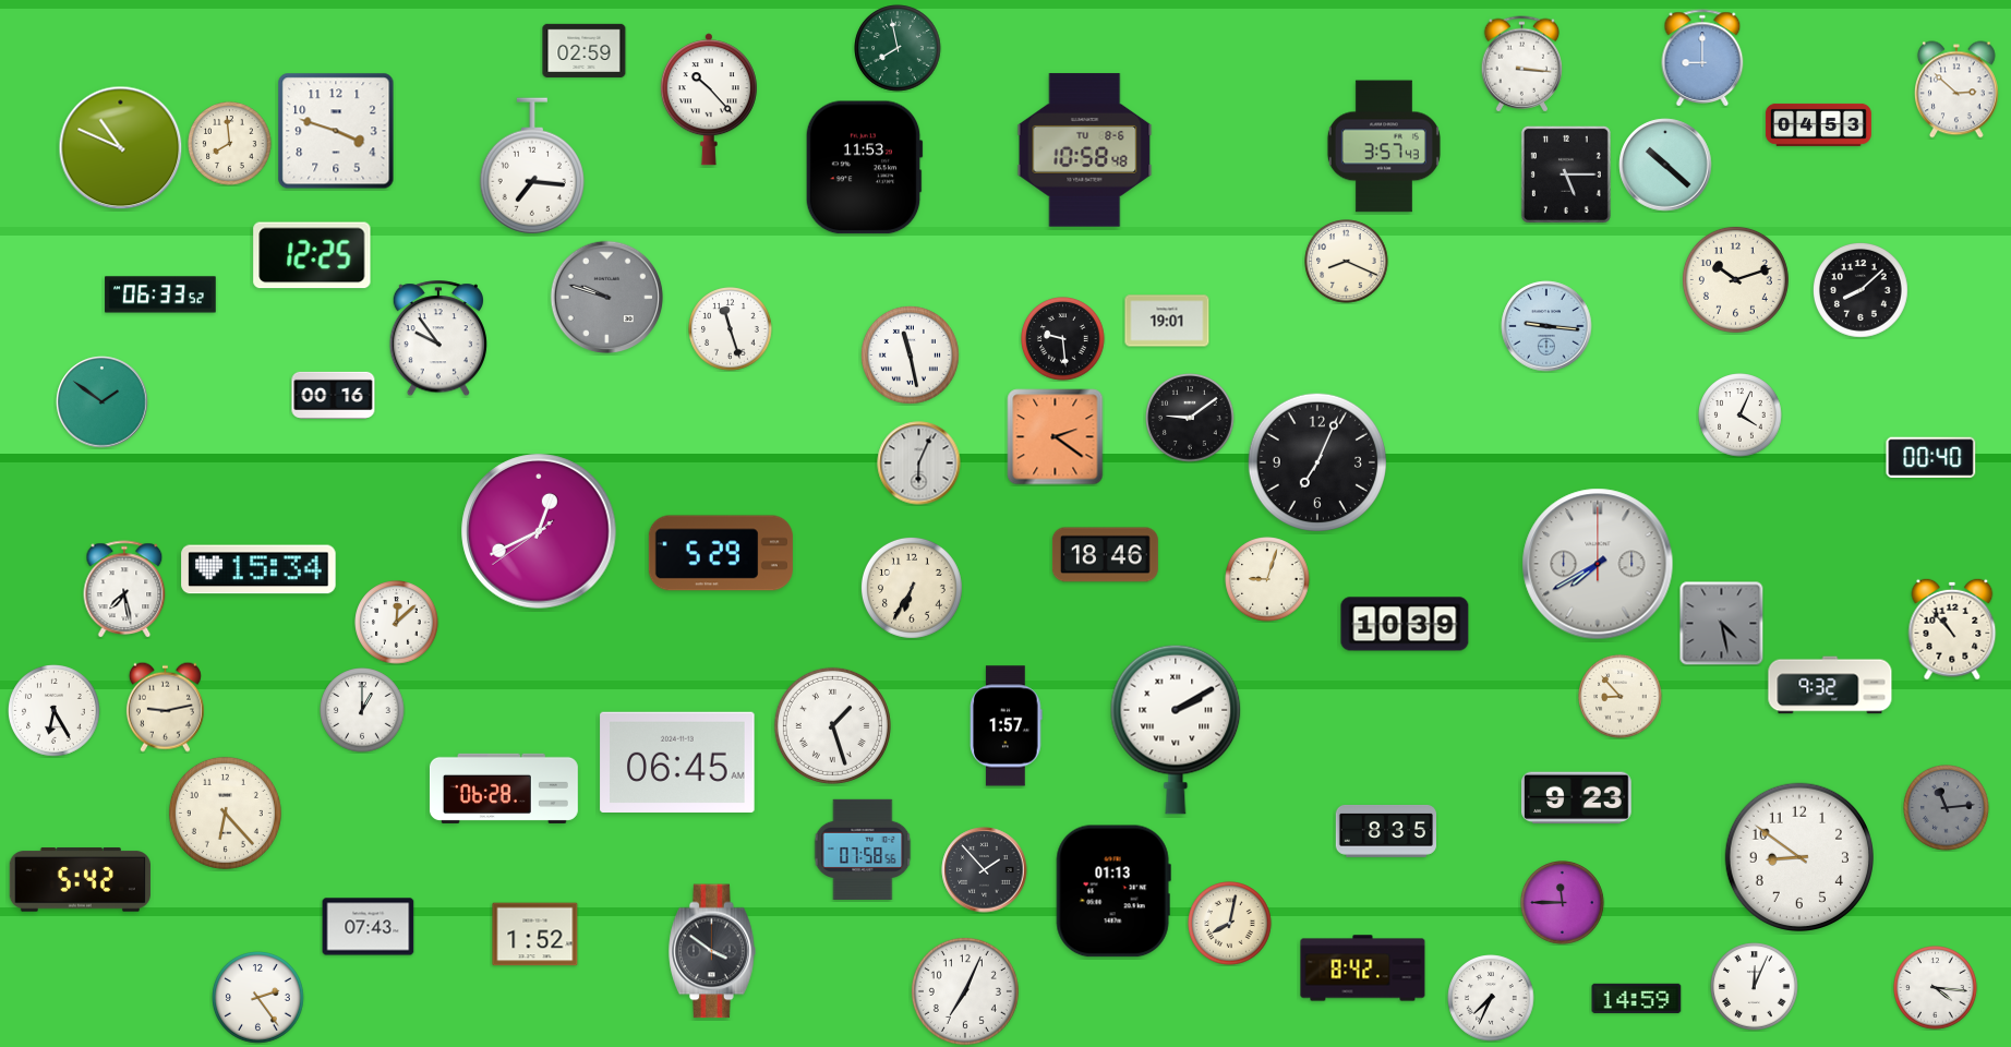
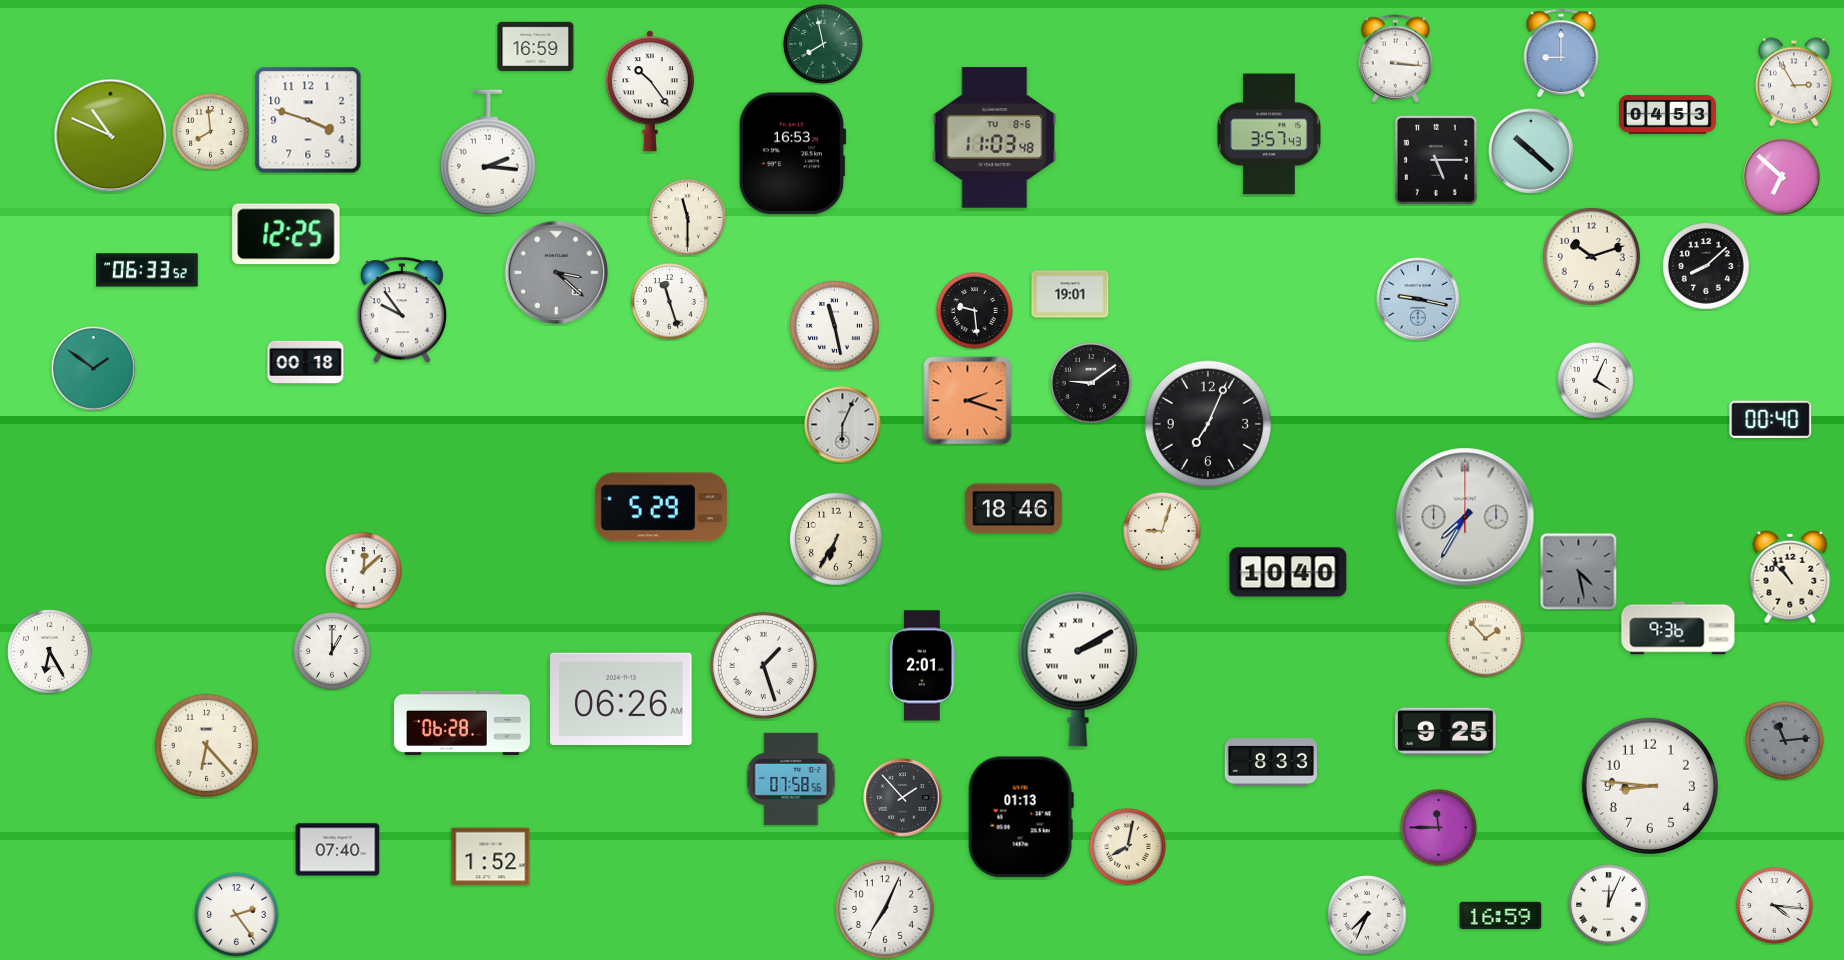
clock at (585, 50): 02:59 -> 16:59
clock at (1958, 89): 2:52 -> 2:55
clock at (709, 99): 10:23 -> 10:24
clock at (1085, 151): 10:58 -> 11:03
clock at (1665, 165) position: (1665, 165) -> (1531, 151)
clock at (532, 166): 7:16 -> 2:16
clock at (864, 168): 11:53 -> 16:53
clock at (1782, 177): none -> 6:52
clock at (688, 218): none -> 11:30
clock at (1347, 262): 8:19 -> none
clock at (607, 298): 9:48 -> 3:22
clock at (1546, 326): 9:16 -> 9:17
clock at (334, 395): 00:16 -> 00:18
clock at (1056, 437): 2:21 -> 2:18
clock at (539, 531): 12:40 -> none
clock at (1598, 564): 7:40 -> 7:35
clock at (258, 569): 15:34 -> none
clock at (124, 589): 7:28 -> none
clock at (1405, 624): 10:39 -> 10:40
clock at (1830, 685): 9:32 -> 9:36
clock at (1621, 697): 8:53 -> 1:53
clock at (165, 707): 9:13 -> none
clock at (1007, 726): 1:57 -> 2:01
clock at (677, 761): 06:45 -> 06:26
clock at (1577, 798): 9:23 -> 9:25
clock at (1385, 831): 8:35 -> 8:33
clock at (1798, 856): 8:51 -> 8:46
clock at (80, 880): 5:42 -> none
clock at (1563, 903) position: (1563, 903) -> (1439, 828)
clock at (369, 927): 07:43 -> 07:40
clock at (712, 951): 3:51 -> none
clock at (1363, 968): 8:42 -> none
clock at (1637, 998): 14:59 -> 16:59
